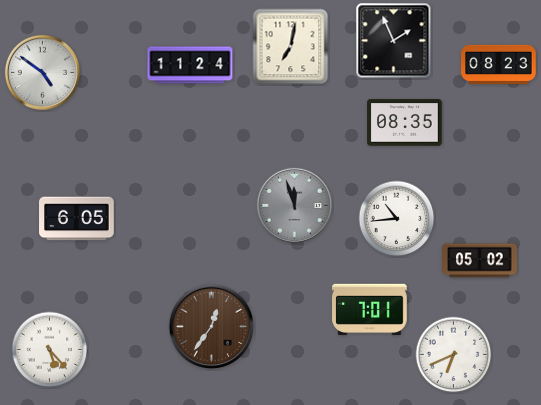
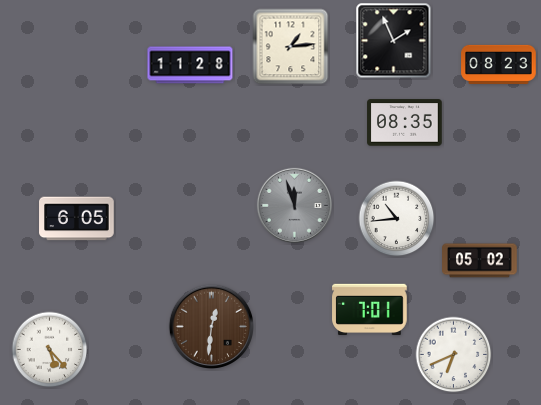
clock at (291, 47): 7:02 -> 1:14
clock at (190, 65): 11:24 -> 11:28
clock at (42, 72): 4:51 -> none
clock at (212, 327): 12:36 -> 12:31
